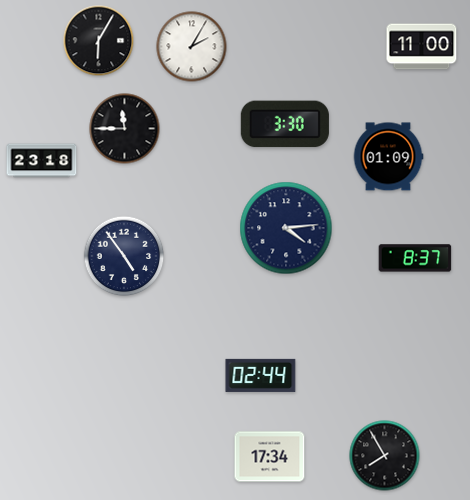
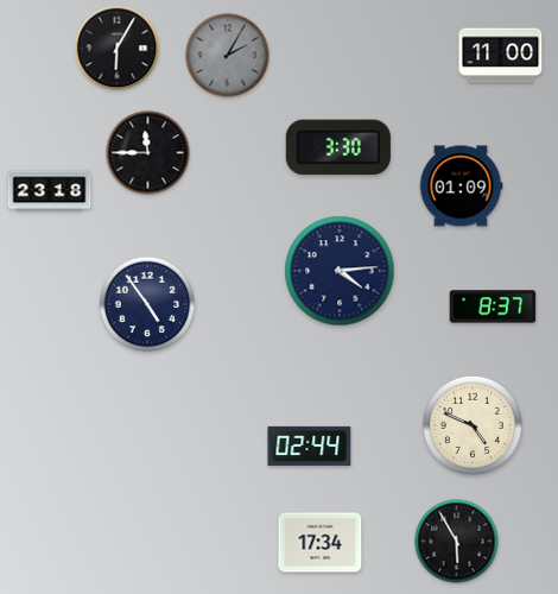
clock at (192, 47) dial: white -> grey
clock at (473, 425): none -> 4:49
clock at (385, 456): 7:55 -> 5:55
